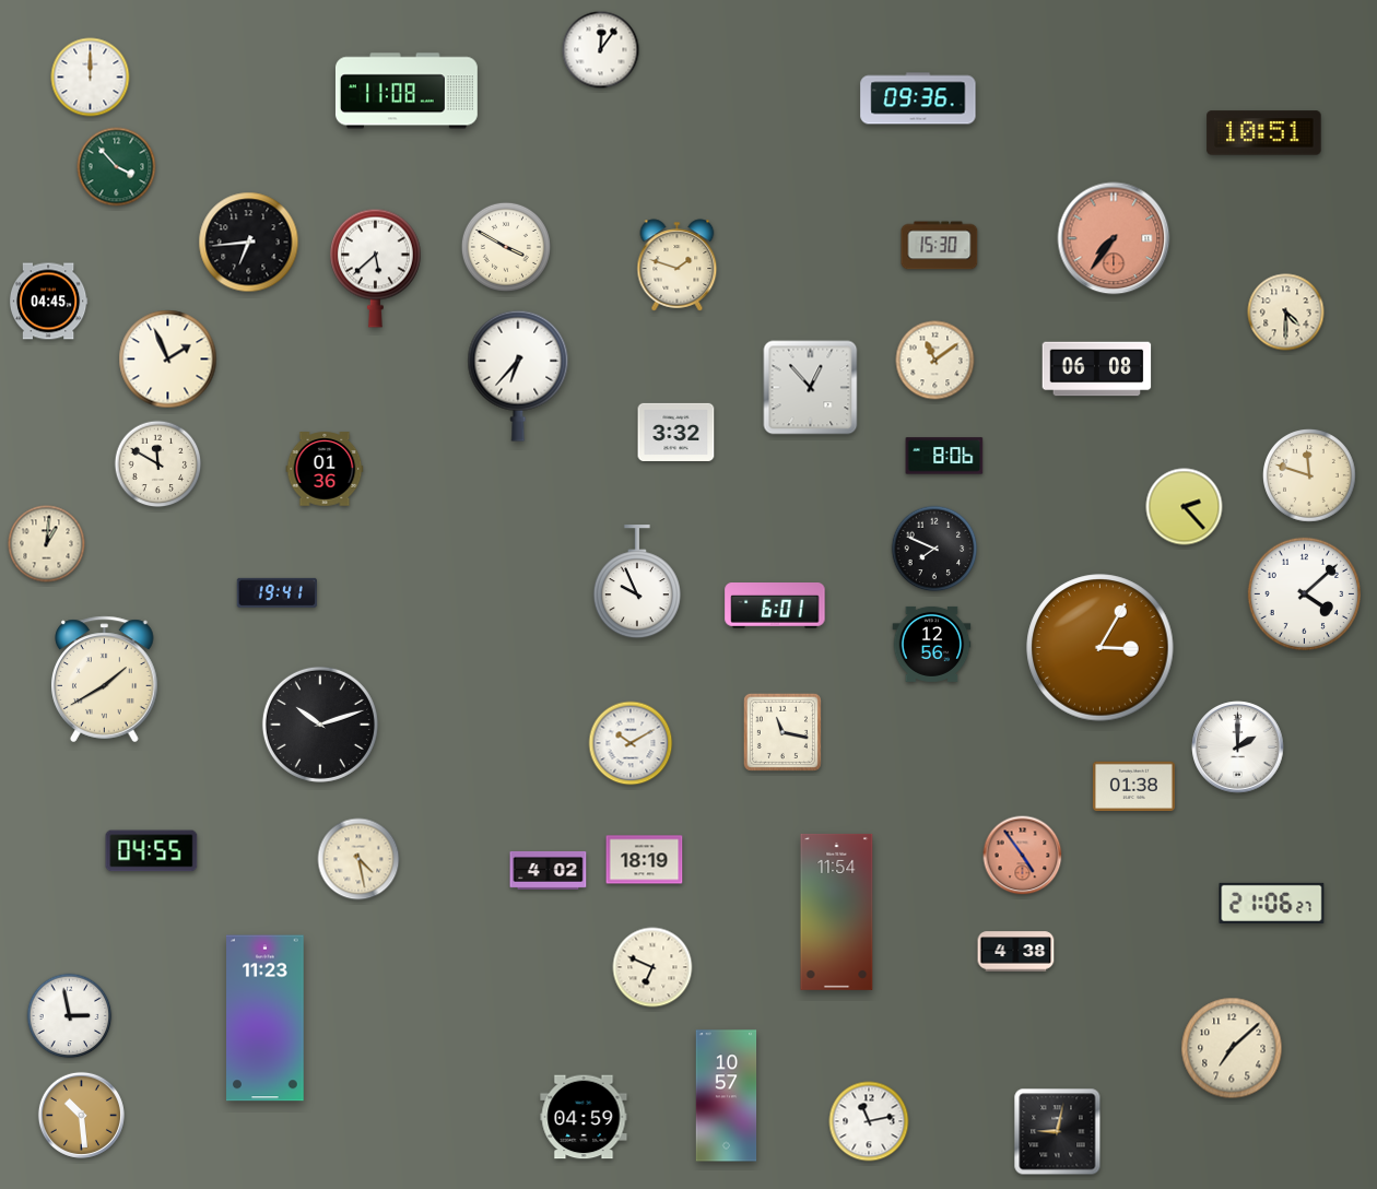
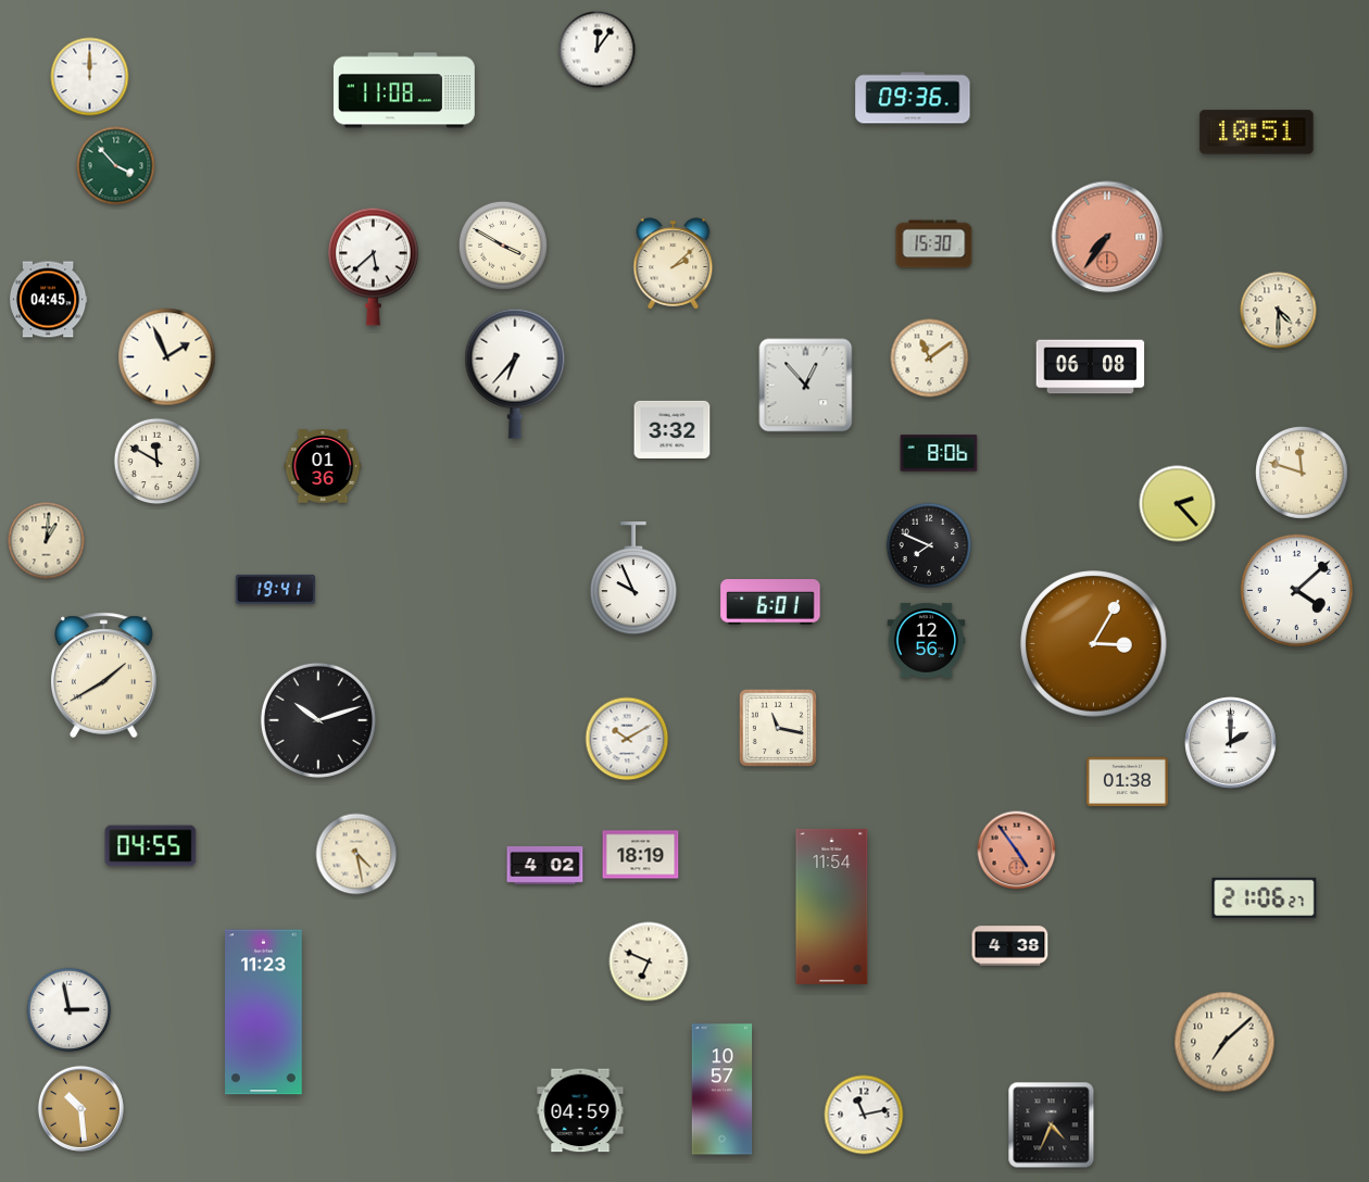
clock at (249, 243): 6:44 -> none
clock at (678, 266): 1:48 -> 2:08
clock at (1058, 1132): 9:02 -> 4:34
